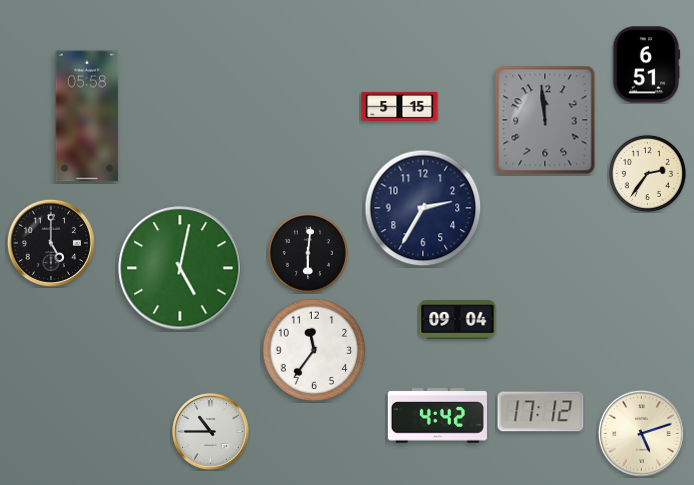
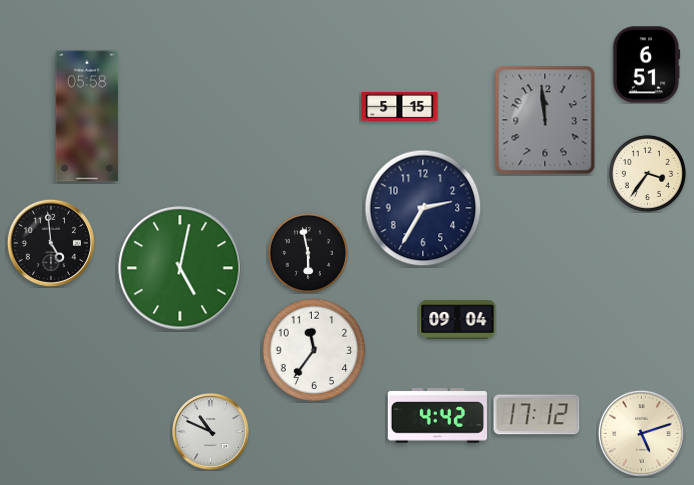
clock at (647, 173): 2:36 -> 3:36
clock at (51, 243): 5:00 -> 4:59
clock at (308, 253): 6:01 -> 5:58
clock at (541, 412) position: (541, 412) -> (537, 415)
clock at (211, 432): 10:45 -> 10:49
